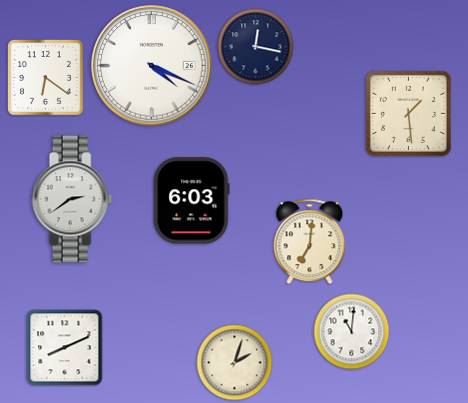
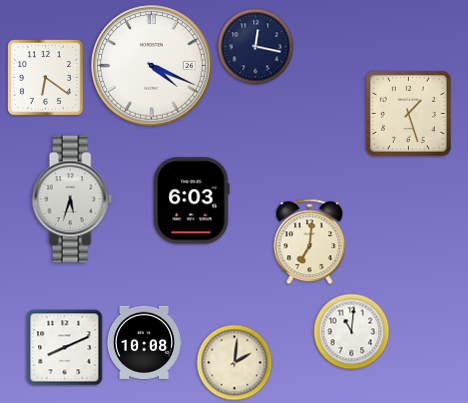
clock at (408, 113): 1:29 -> 1:27
clock at (72, 199): 2:39 -> 5:33
clock at (143, 342): none -> 10:08
clock at (235, 363): 2:03 -> 2:01
